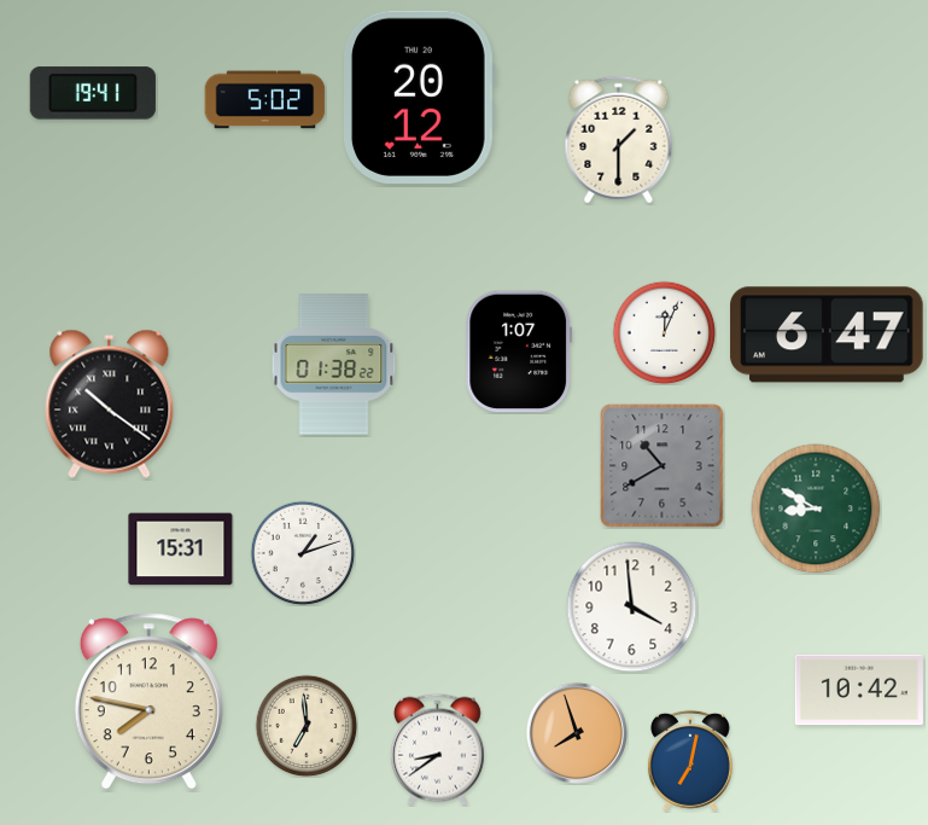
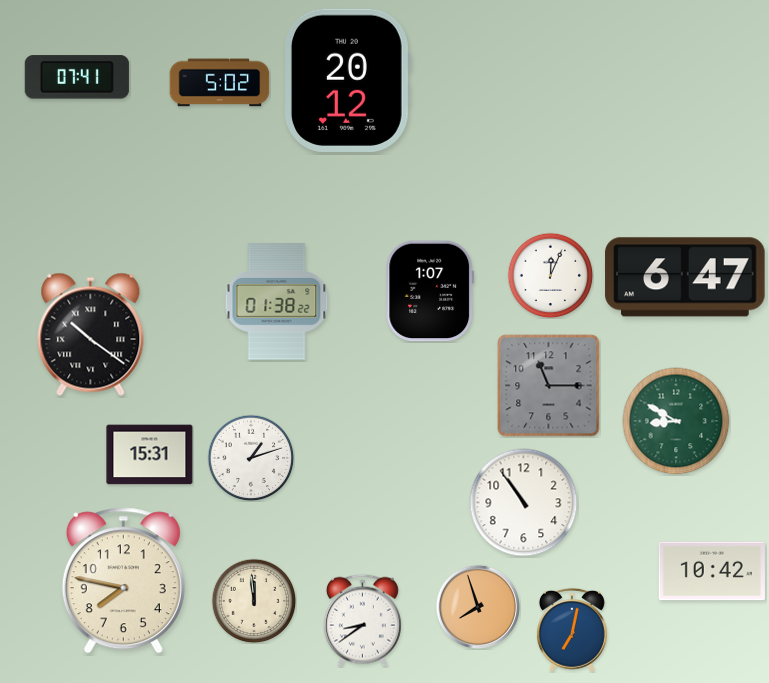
clock at (93, 93): 19:41 -> 07:41
clock at (619, 140): 1:30 -> none
clock at (663, 466): 10:40 -> 11:15
clock at (632, 608): 3:59 -> 10:54
clock at (307, 726): 6:59 -> 11:59
